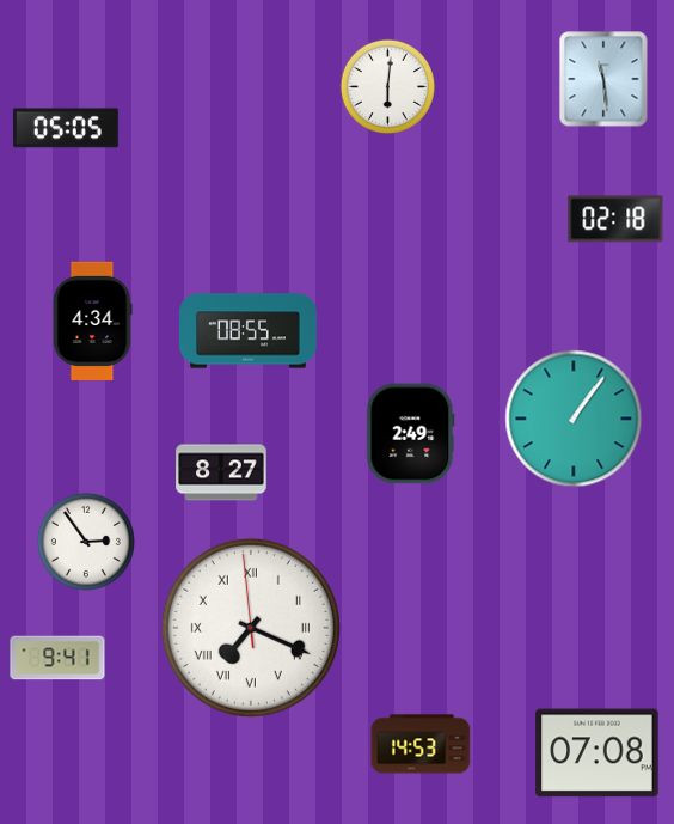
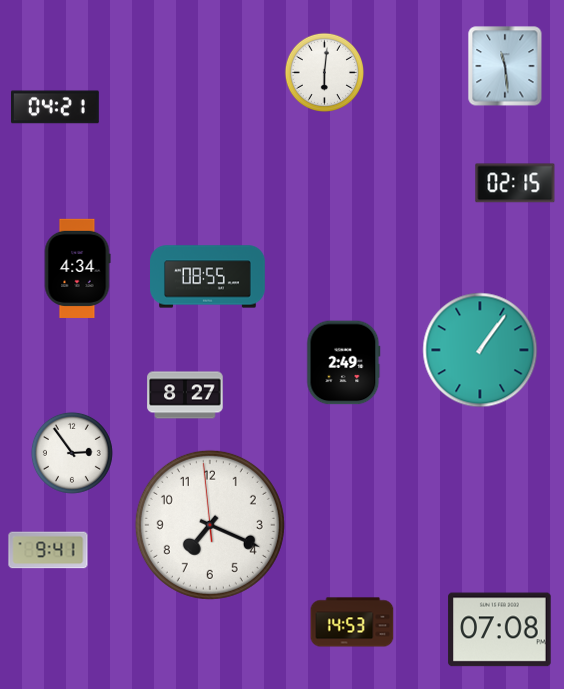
clock at (66, 128): 05:05 -> 04:21
clock at (615, 219): 02:18 -> 02:15
clock at (251, 628) numerals: Roman -> Arabic
